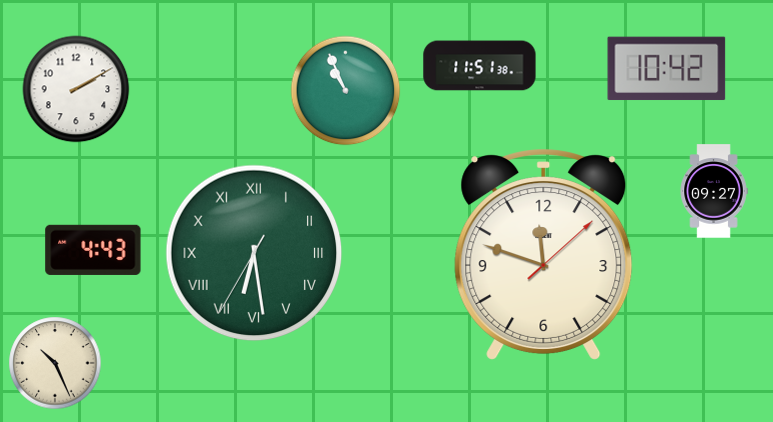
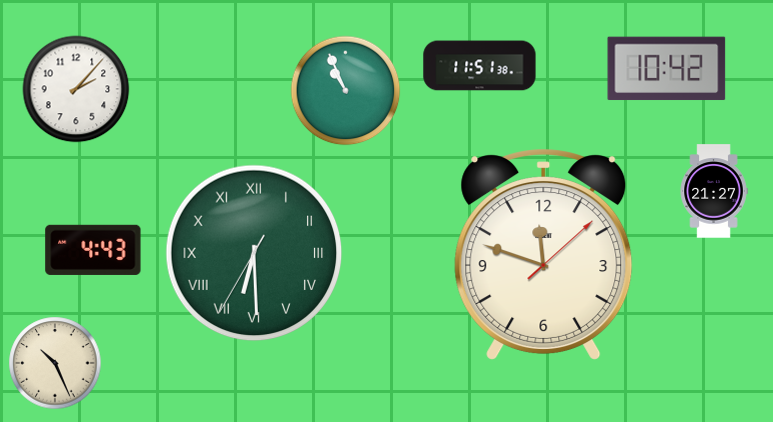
clock at (76, 89): 2:10 -> 2:07
clock at (714, 191): 09:27 -> 21:27
clock at (254, 253): 6:28 -> 6:29
